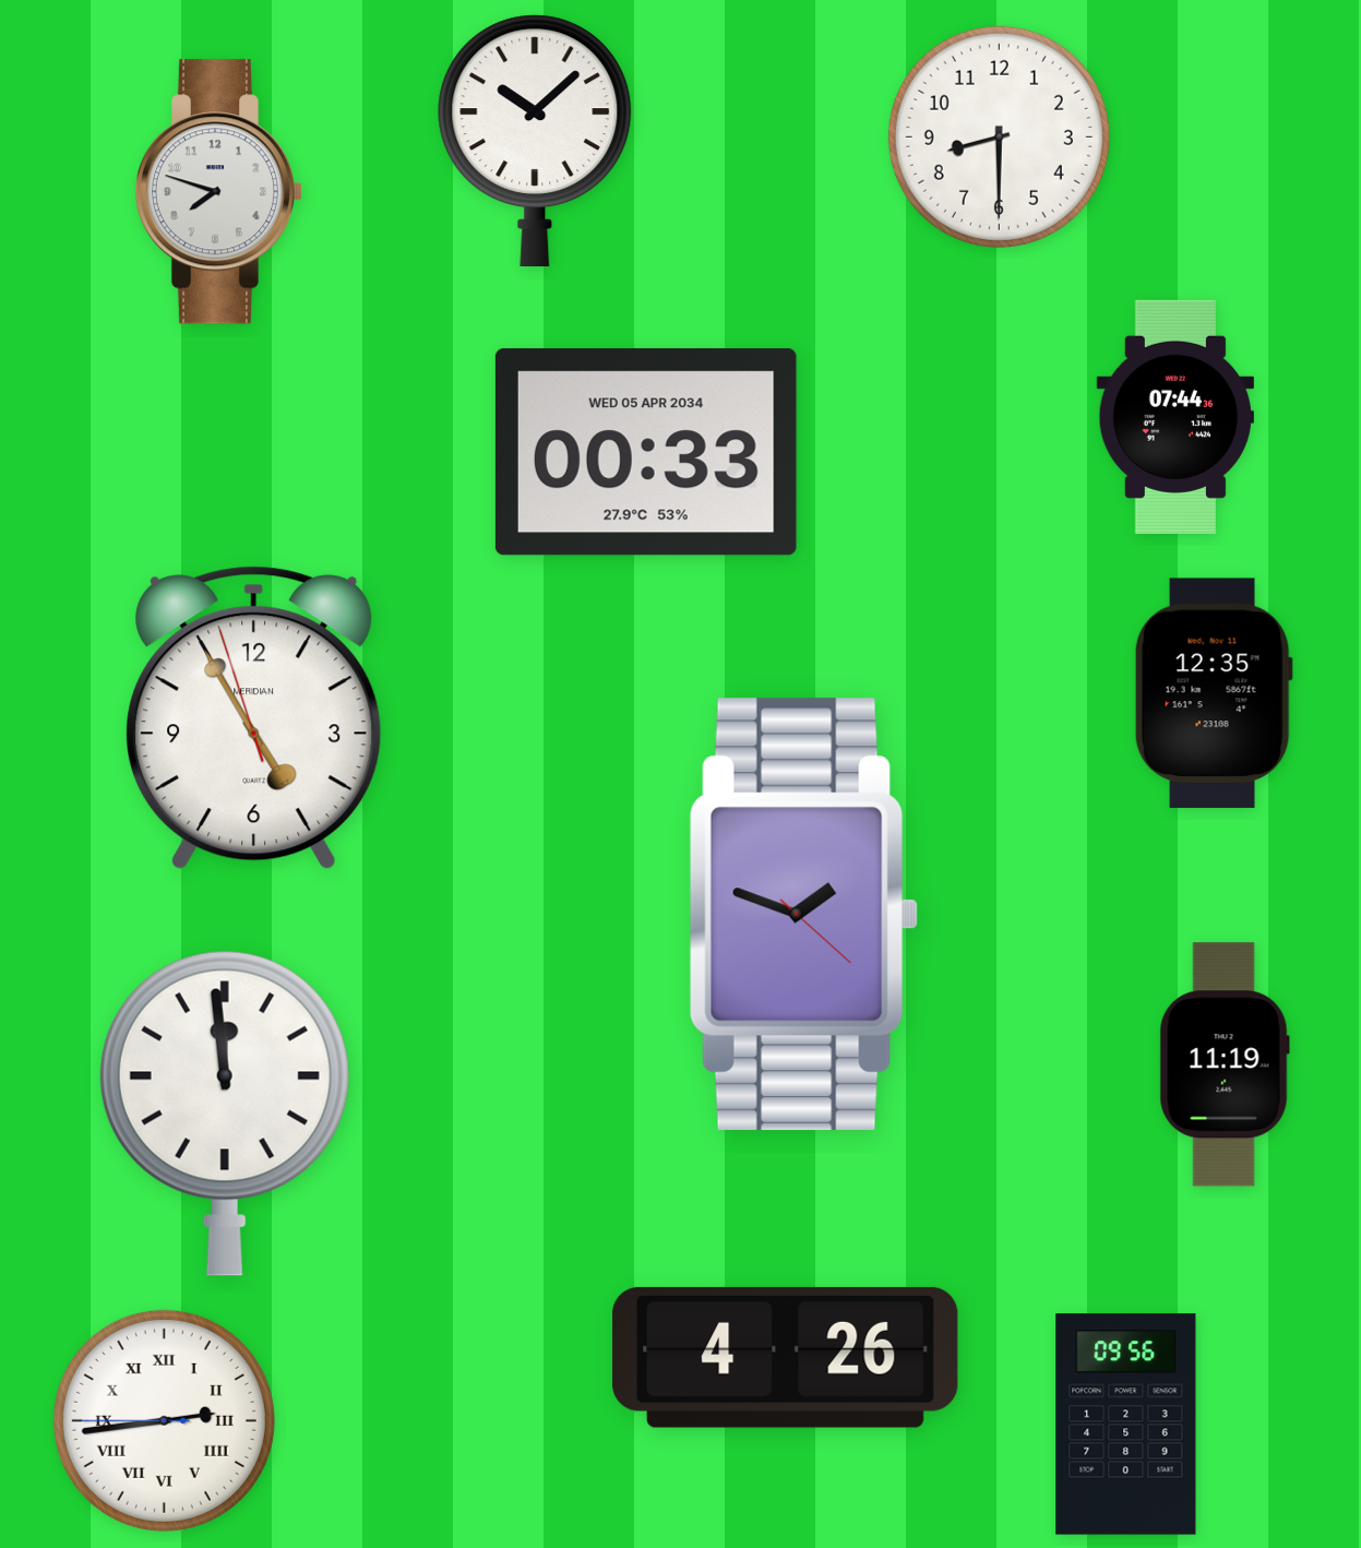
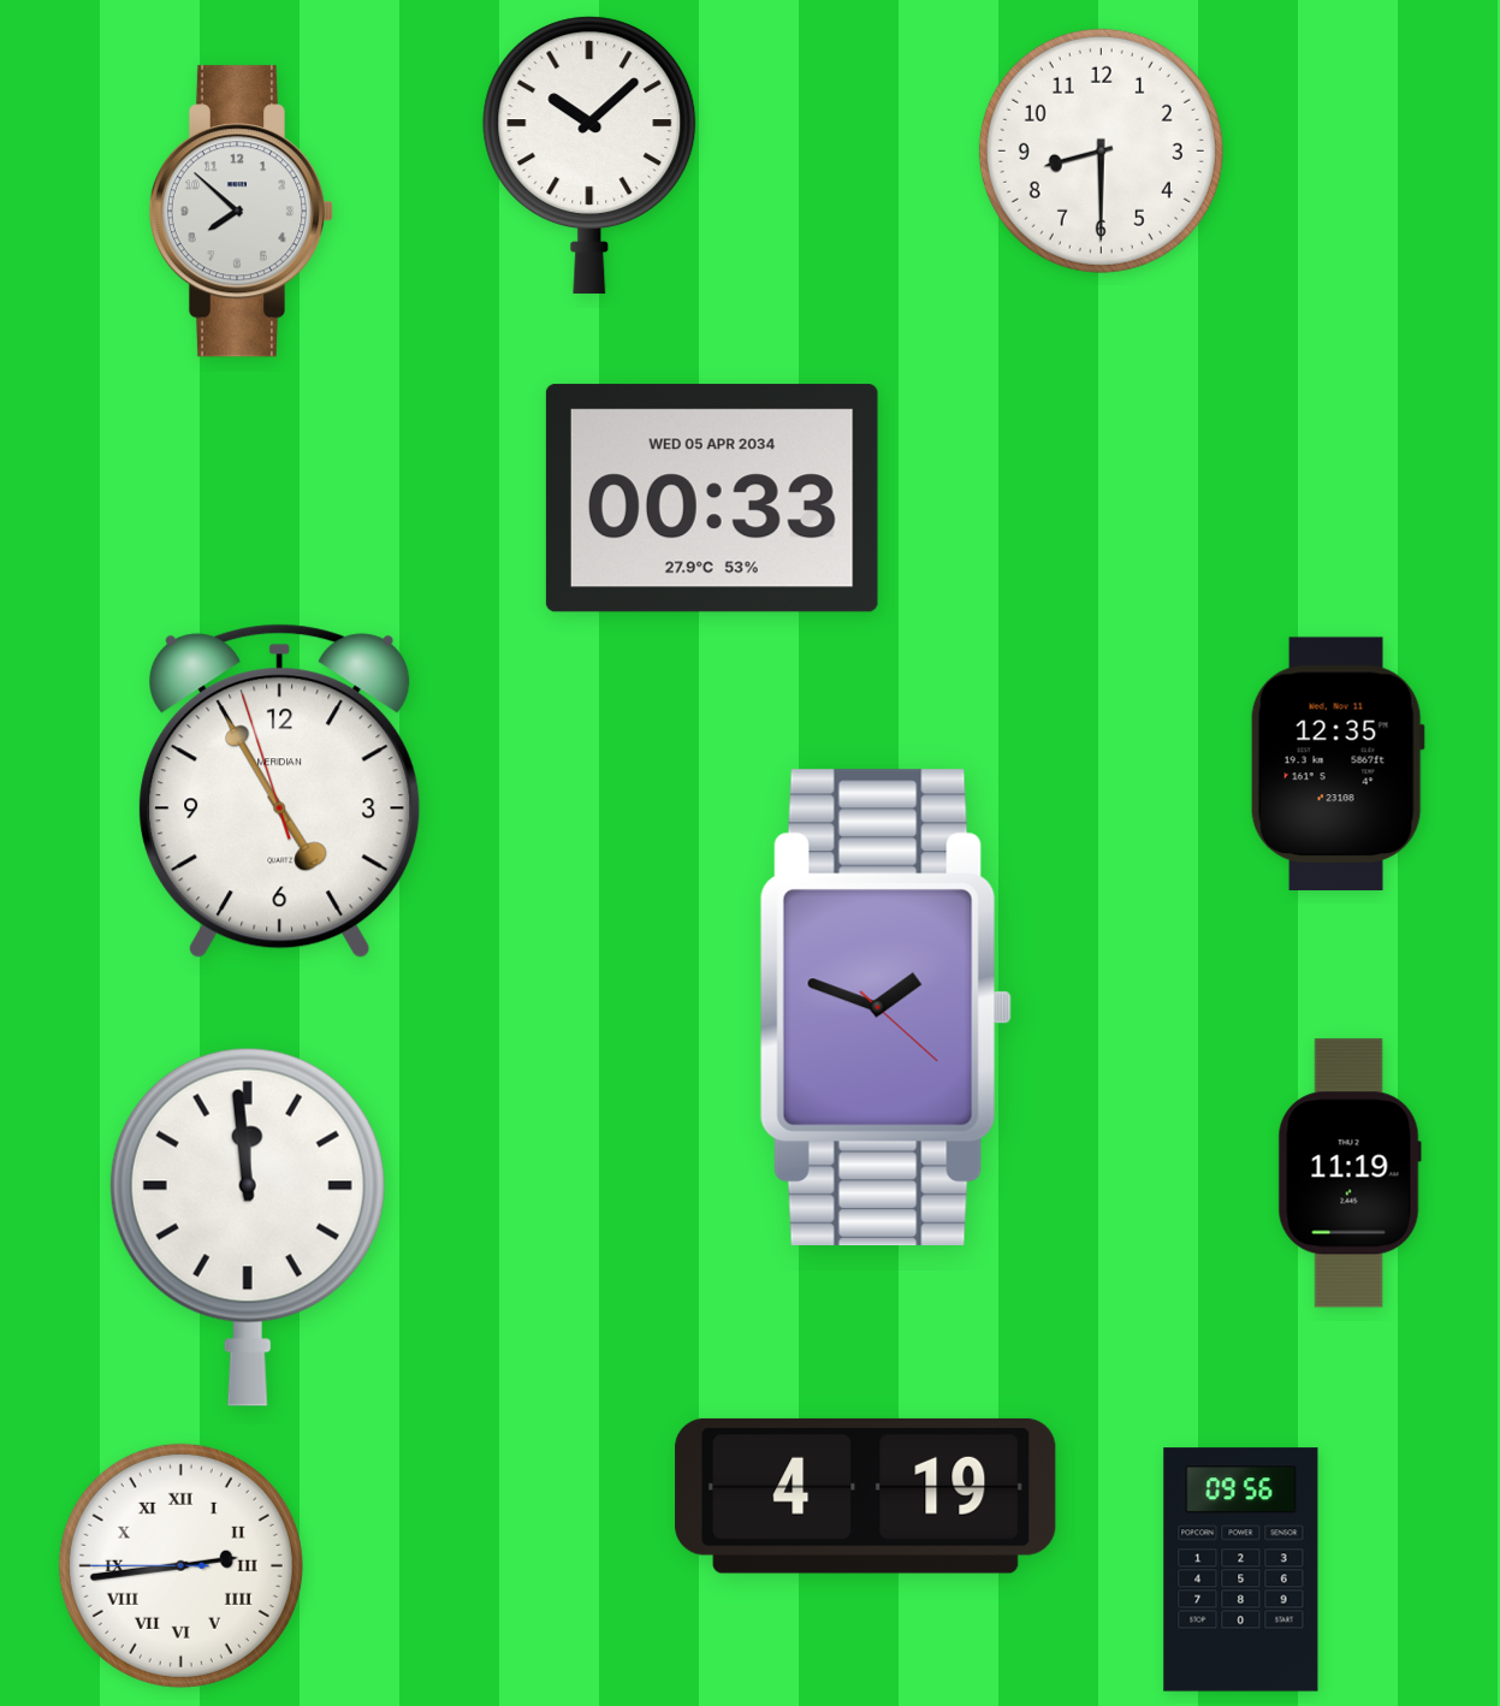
clock at (218, 192): 7:48 -> 7:52
clock at (1175, 417): 07:44 -> none
clock at (786, 1357): 4:26 -> 4:19
